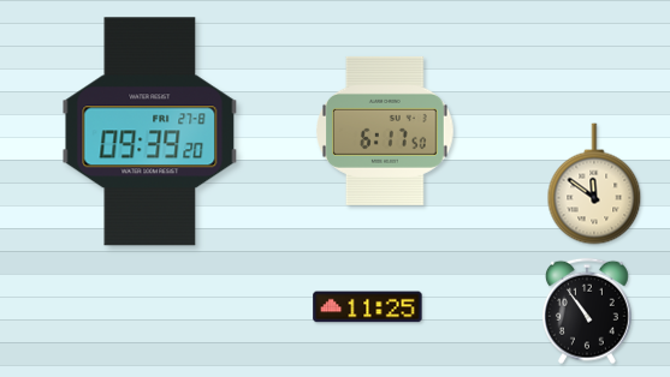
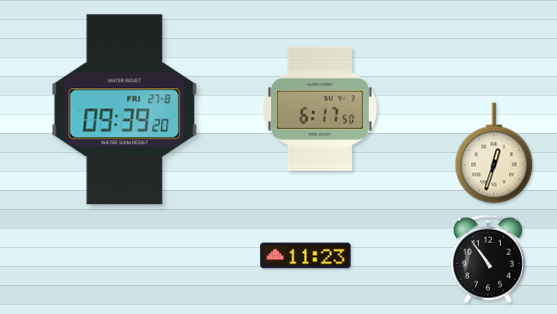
clock at (594, 184): 11:51 -> 12:33
clock at (368, 307): 11:25 -> 11:23
